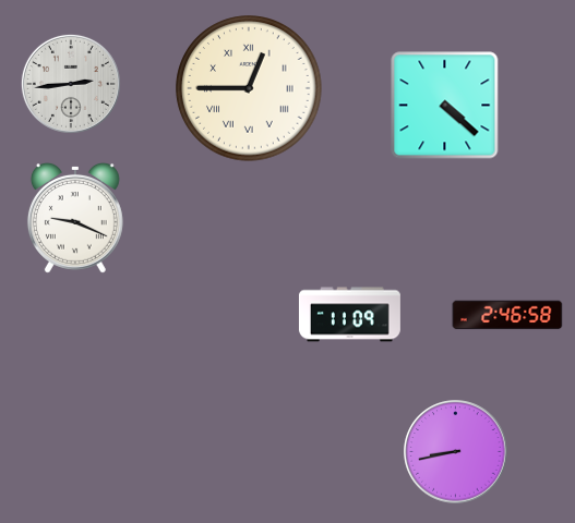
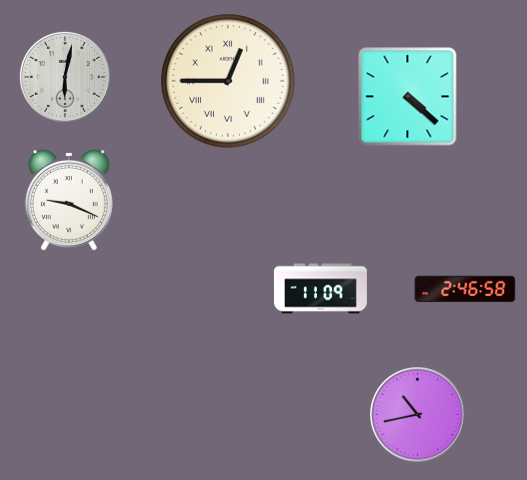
clock at (71, 84): 2:44 -> 6:02
clock at (456, 452): 8:43 -> 10:43
